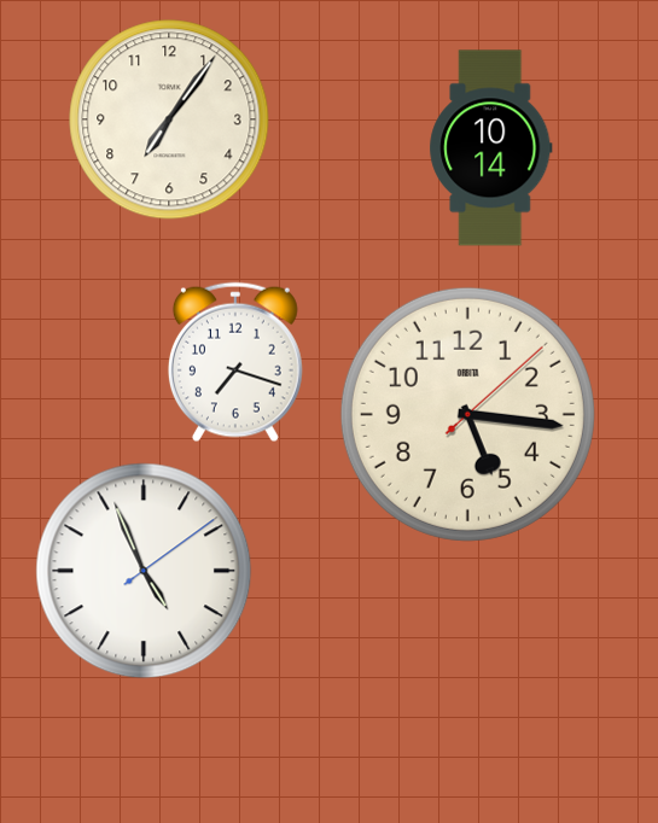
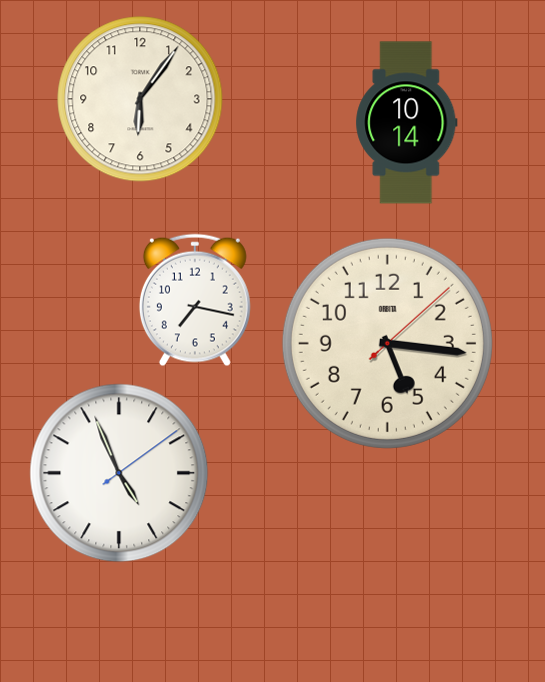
clock at (169, 119): 7:06 -> 6:06
clock at (235, 362): 7:18 -> 7:17
